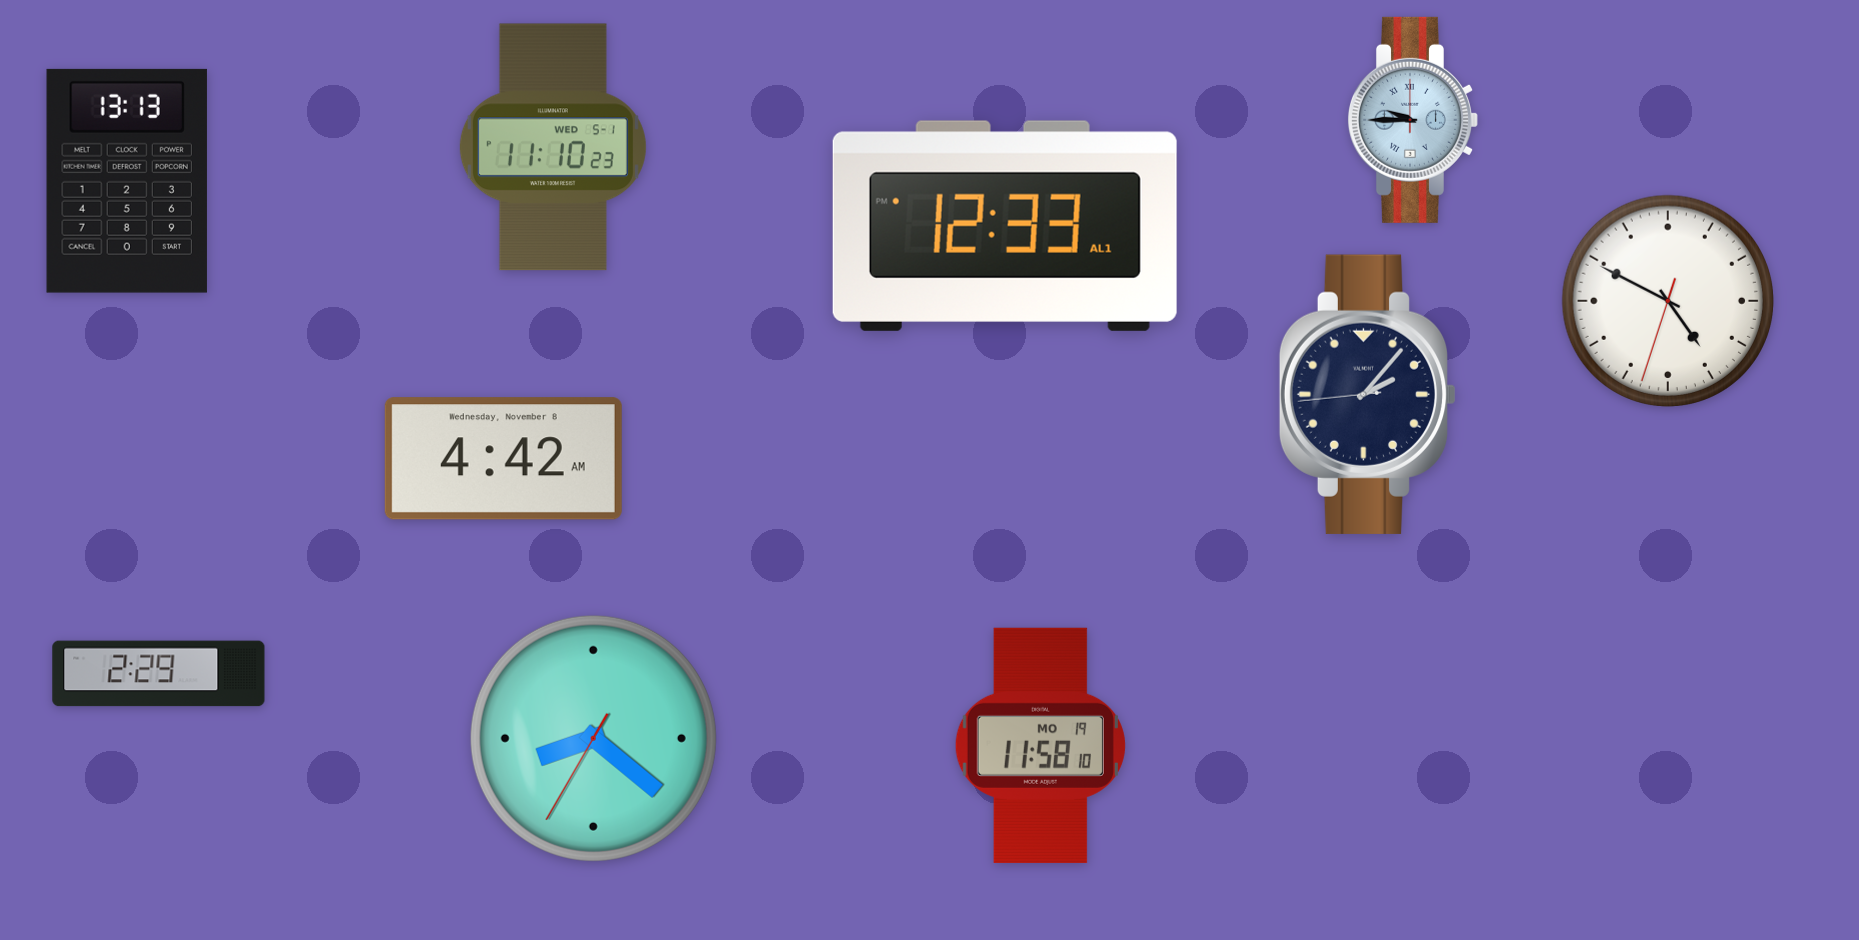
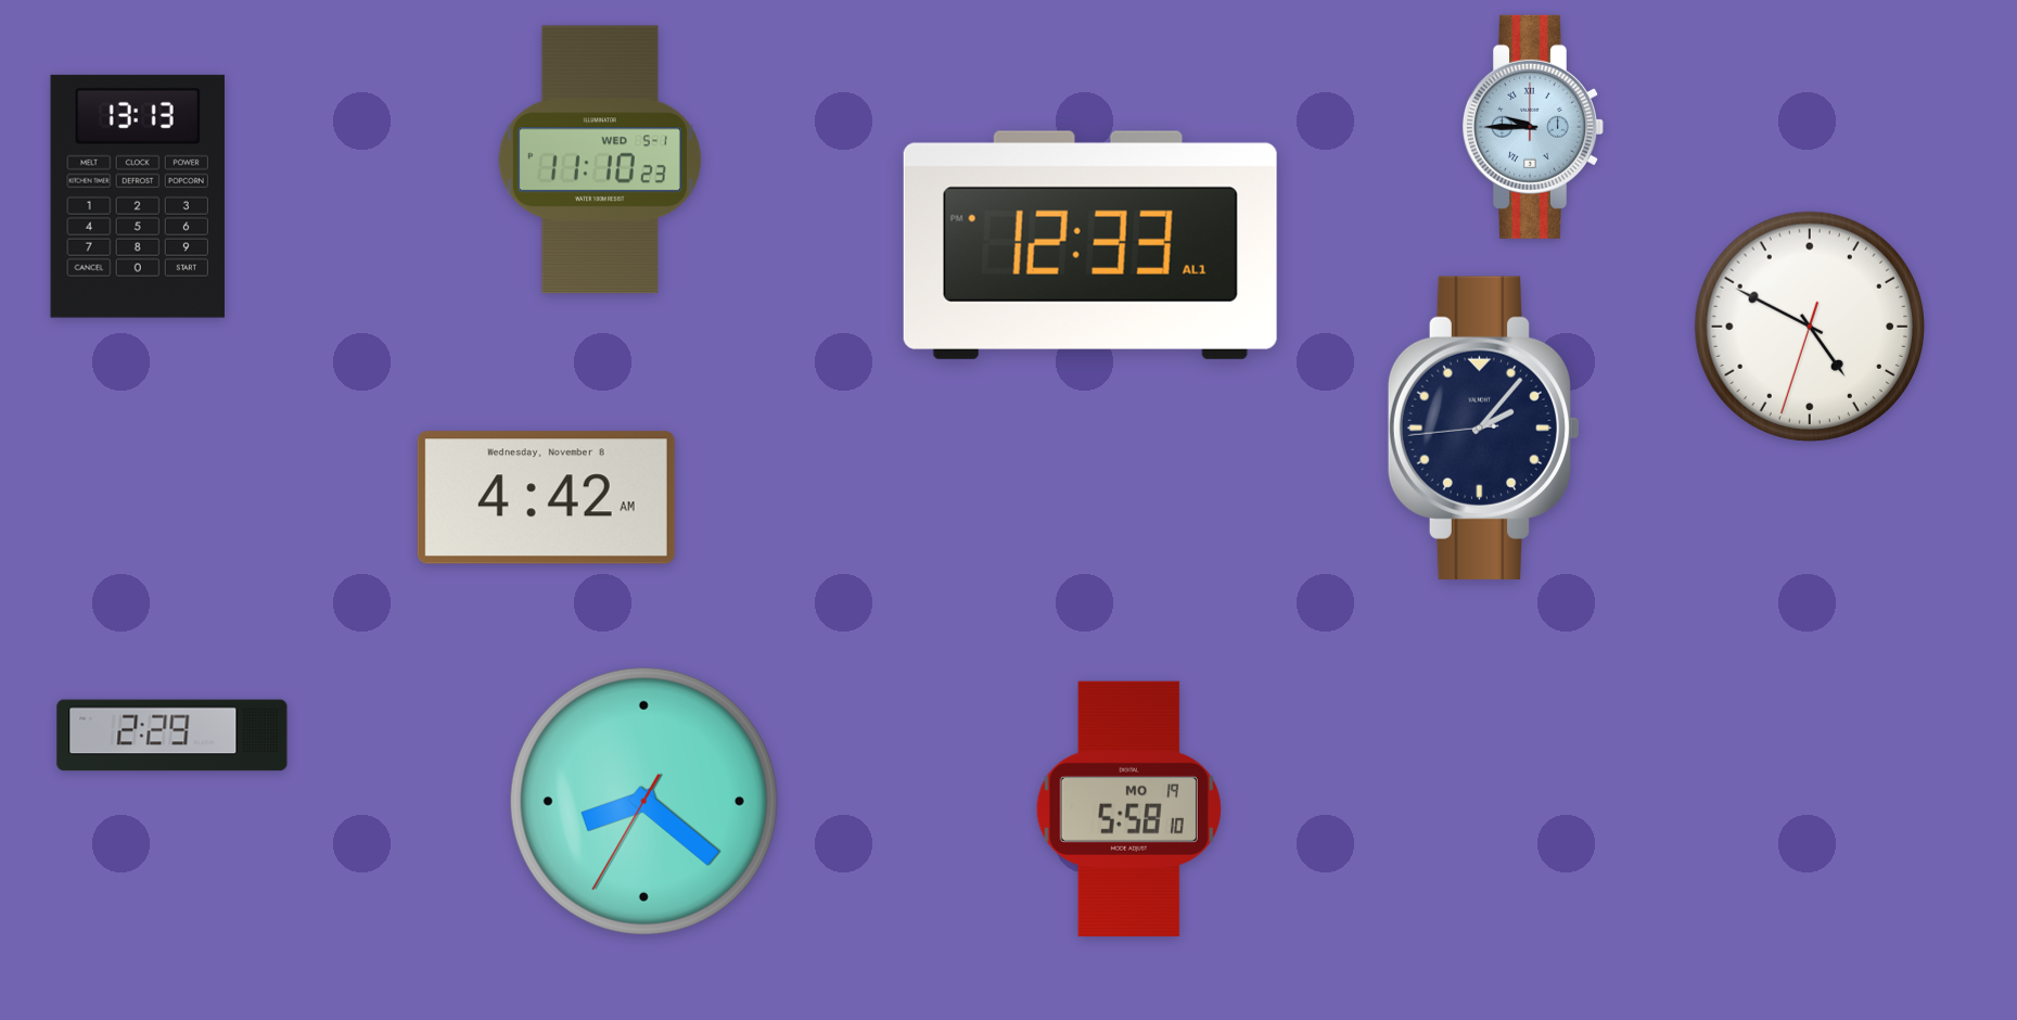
clock at (1413, 120) position: (1413, 120) -> (1533, 127)
clock at (159, 674) position: (159, 674) -> (173, 736)
clock at (1040, 745): 11:58 -> 5:58
